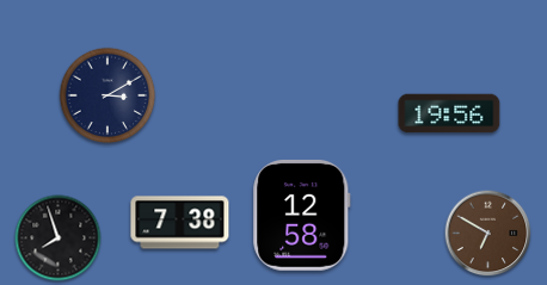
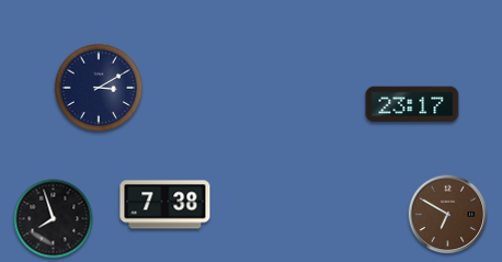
clock at (449, 113): 19:56 -> 23:17
clock at (302, 215): 12:58 -> none
